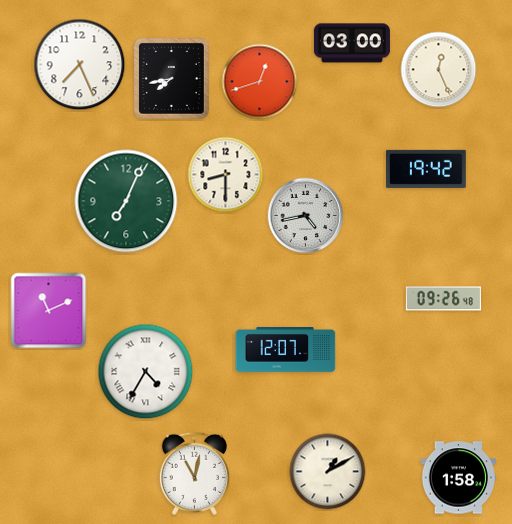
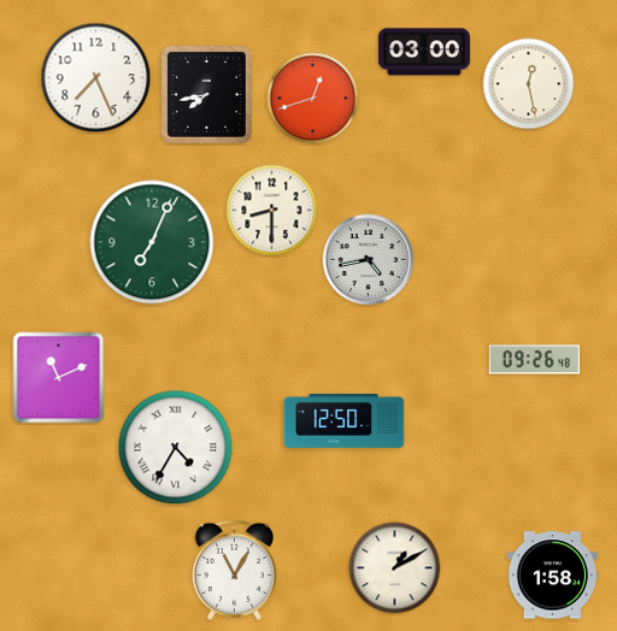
clock at (439, 70): 12:26 -> 12:28
clock at (427, 169): 19:42 -> none
clock at (49, 311) position: (49, 311) -> (59, 378)
clock at (286, 350): 12:07 -> 12:50
clock at (194, 473): 11:02 -> 11:05
